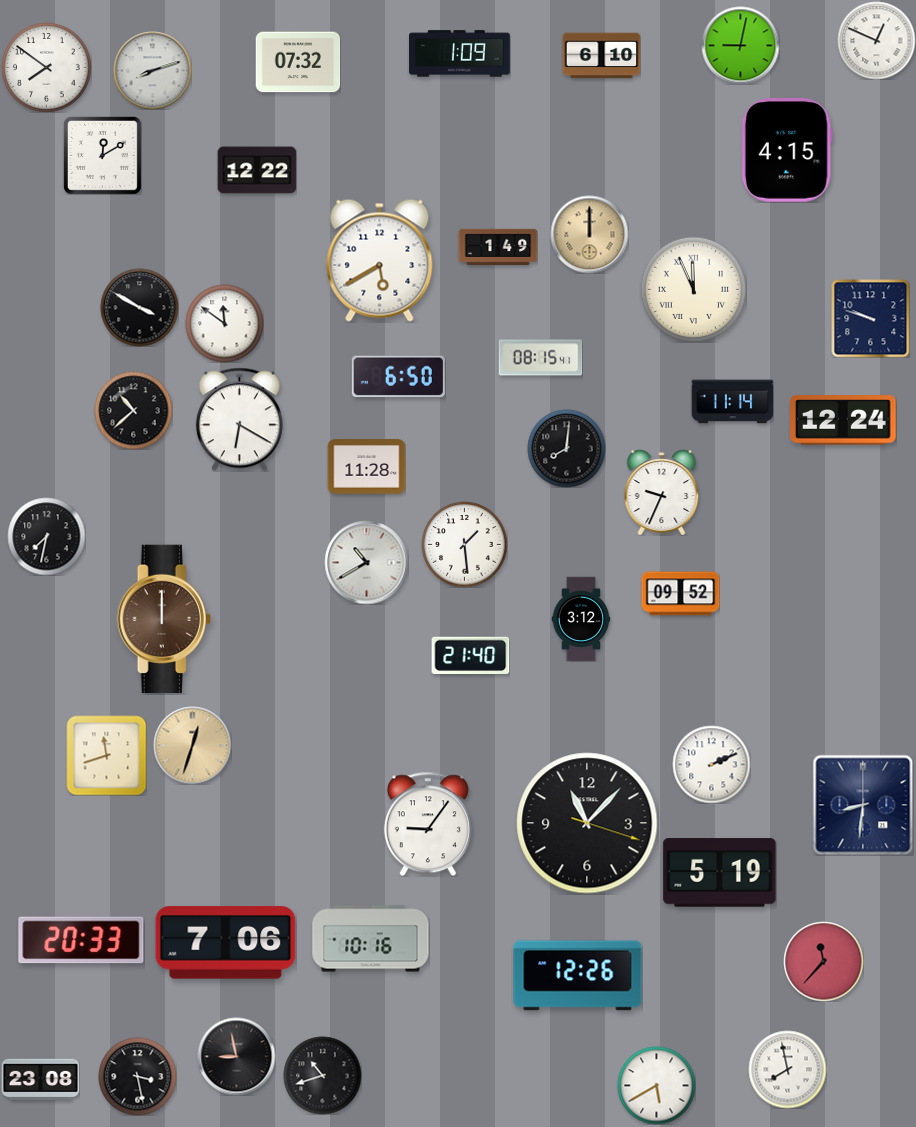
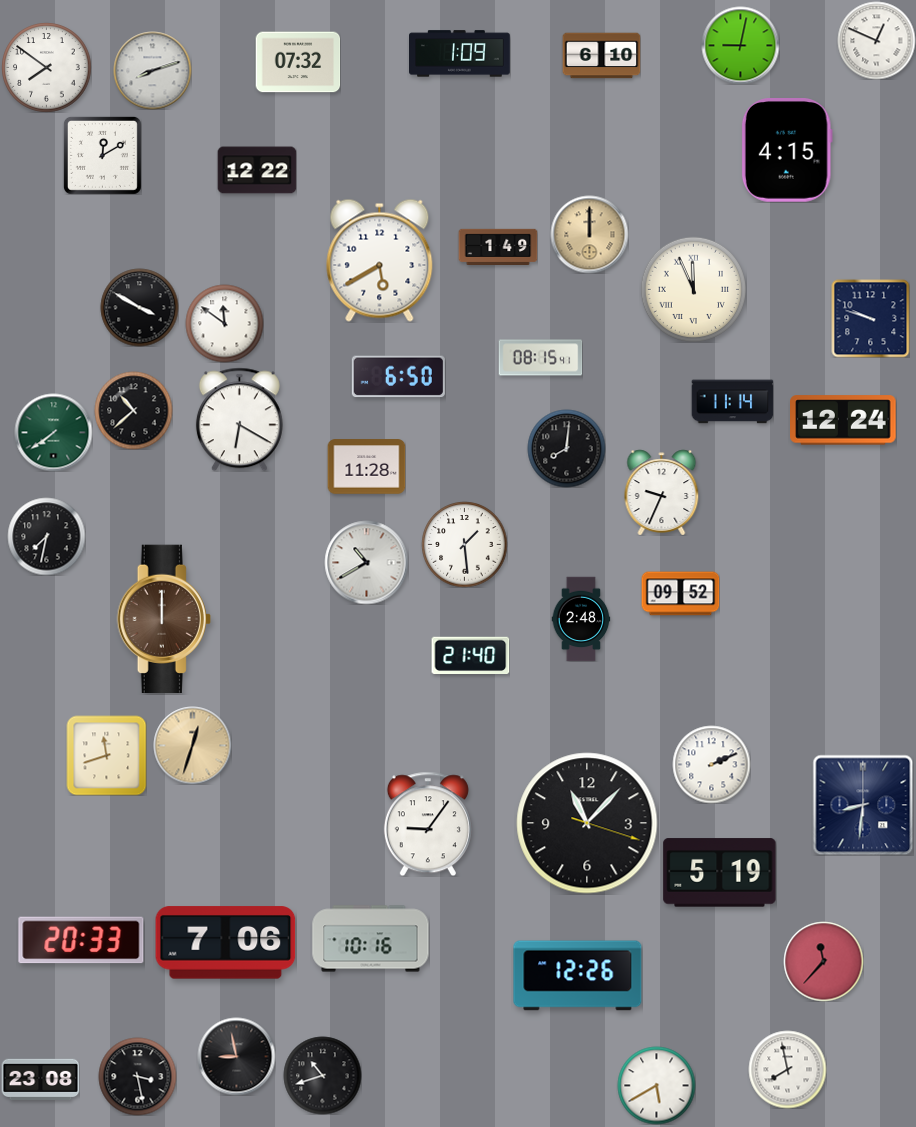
clock at (53, 432): none -> 7:39
clock at (581, 619): 3:12 -> 2:48
